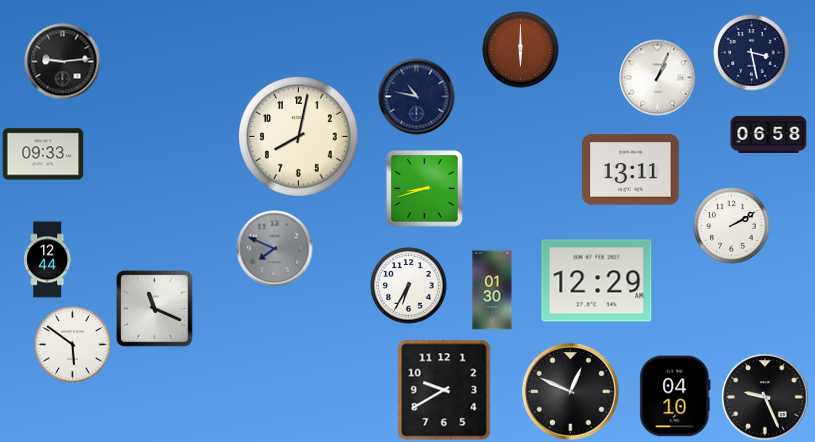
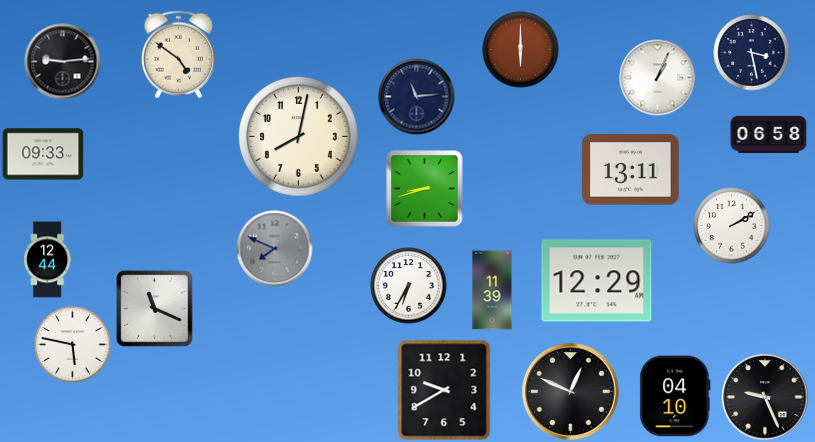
clock at (178, 55): none -> 4:51
clock at (417, 97): 10:47 -> 11:14
clock at (492, 290): 01:30 -> 11:39
clock at (73, 345): 5:51 -> 5:47
